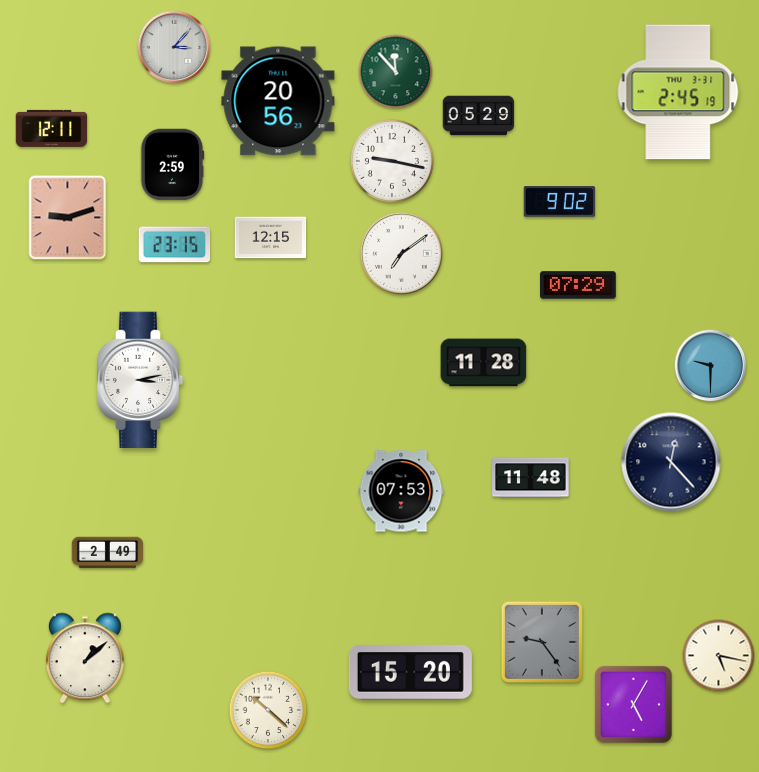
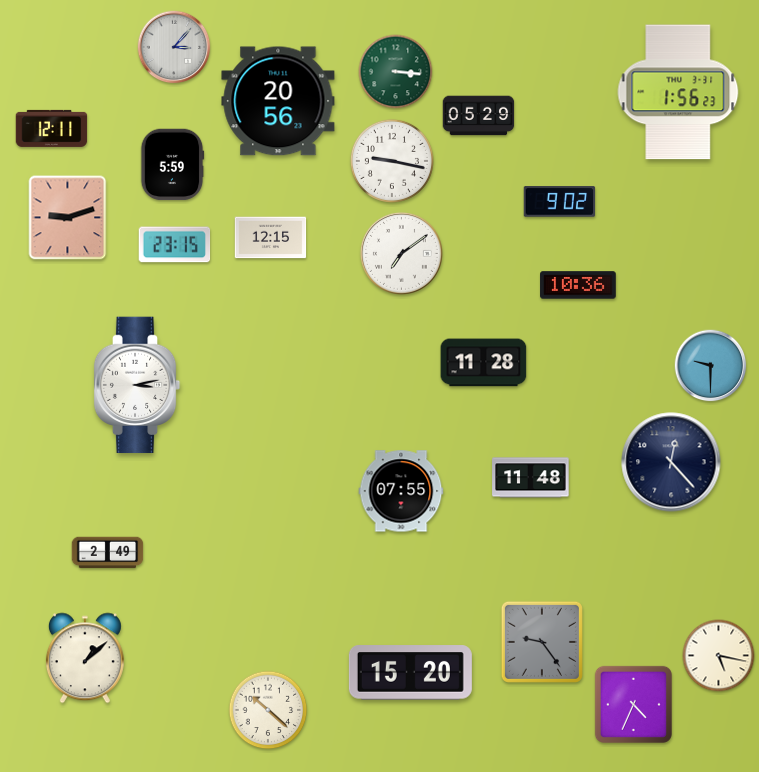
clock at (396, 72): 11:53 -> 3:16
clock at (678, 92): 2:45 -> 1:56
clock at (172, 165): 2:59 -> 5:59
clock at (578, 285): 07:29 -> 10:36
clock at (140, 380) position: (140, 380) -> (137, 385)
clock at (401, 491): 07:53 -> 07:55
clock at (633, 704): 5:05 -> 4:34
